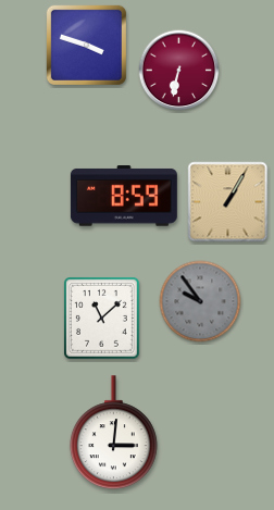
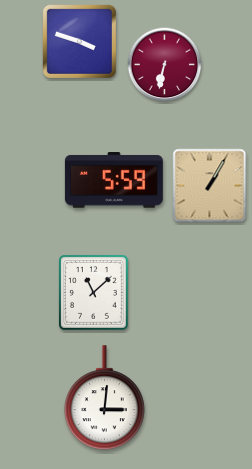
clock at (124, 197): 8:59 -> 5:59
clock at (200, 301): 9:54 -> none
